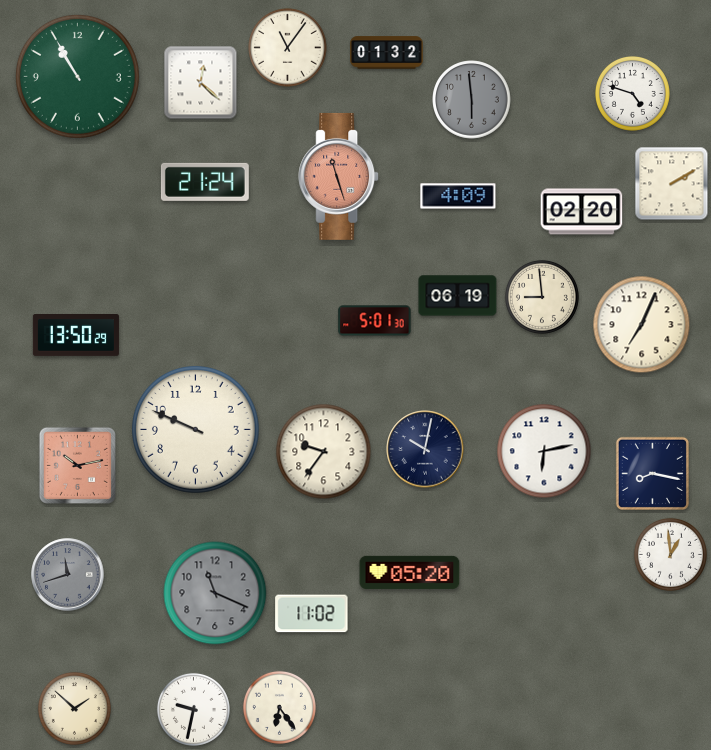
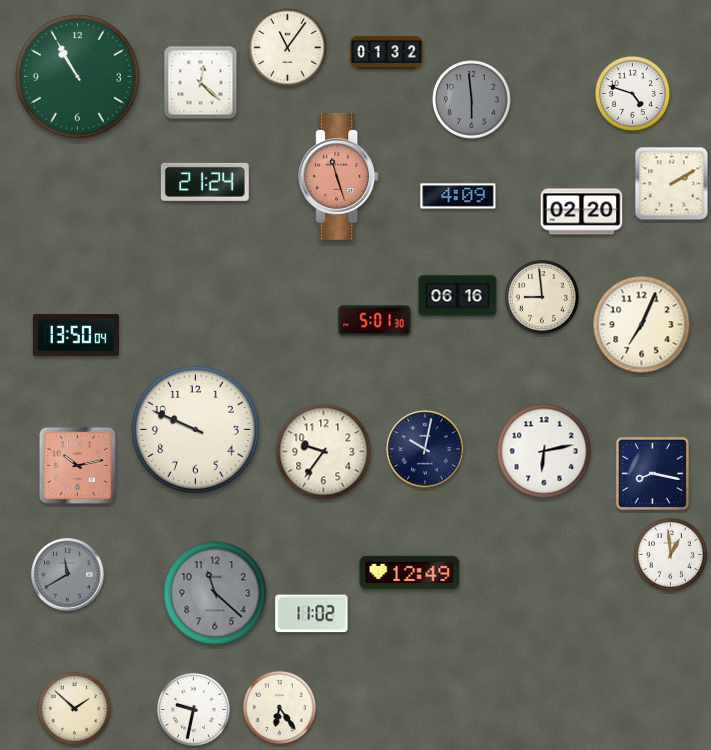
clock at (458, 296): 06:19 -> 06:16
clock at (76, 336): 13:50:29 -> 13:50:04
clock at (410, 572): 05:20 -> 12:49
clock at (68, 575): 11:42 -> 11:40
clock at (215, 593): 11:19 -> 11:22
